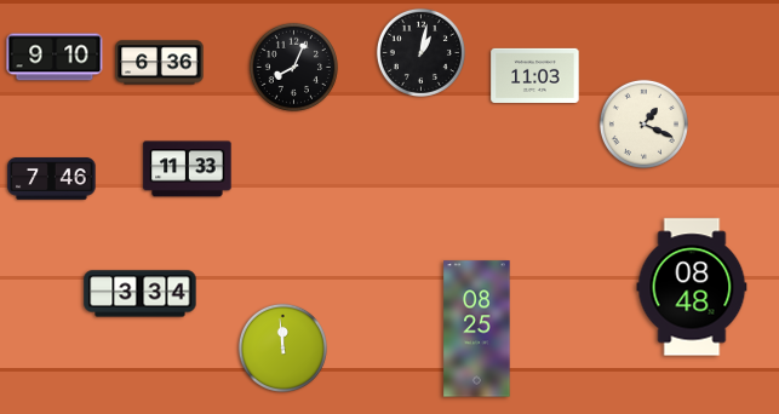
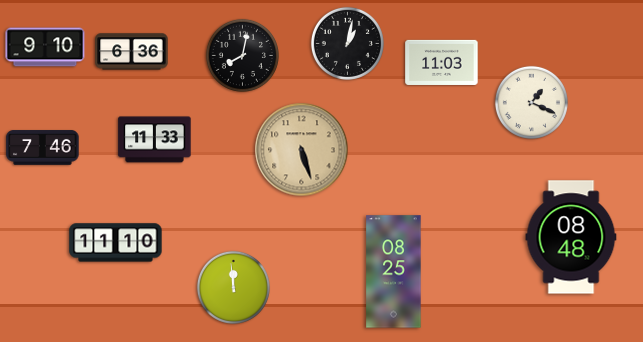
clock at (293, 67): 8:04 -> 8:02
clock at (302, 150): none -> 5:27
clock at (141, 294): 3:34 -> 11:10
